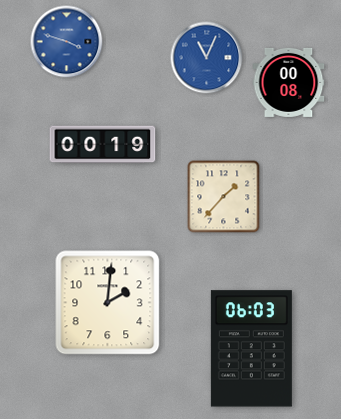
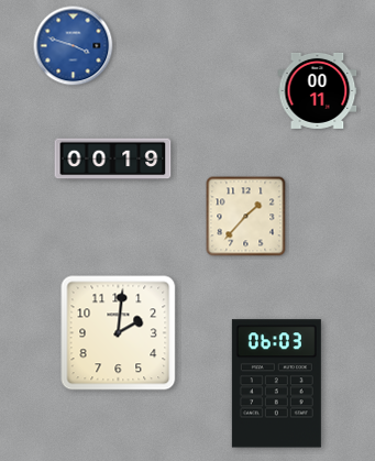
clock at (207, 58): 11:04 -> none
clock at (289, 82): 00:08 -> 00:11
